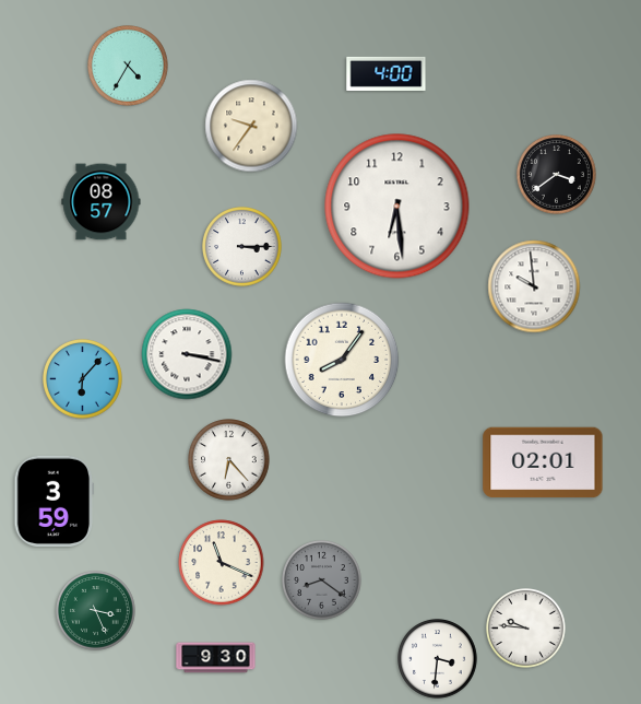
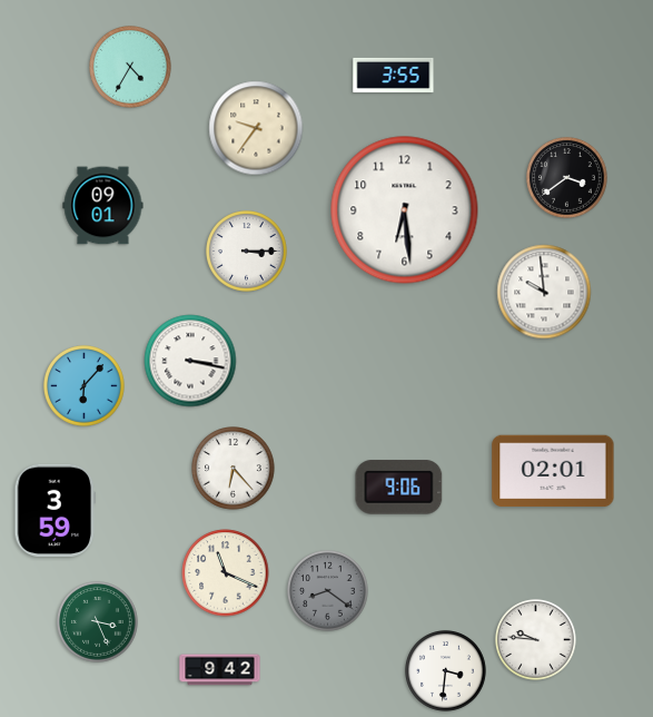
clock at (387, 73): 4:00 -> 3:55
clock at (102, 202): 08:57 -> 09:01
clock at (342, 360): 8:06 -> none
clock at (399, 488): none -> 9:06
clock at (216, 658): 9:30 -> 9:42
